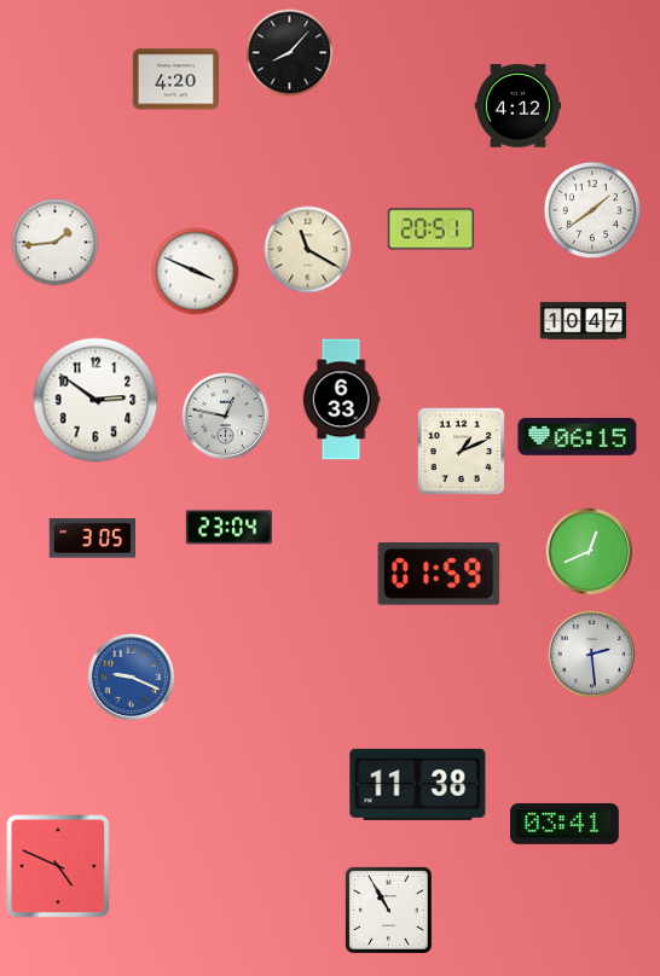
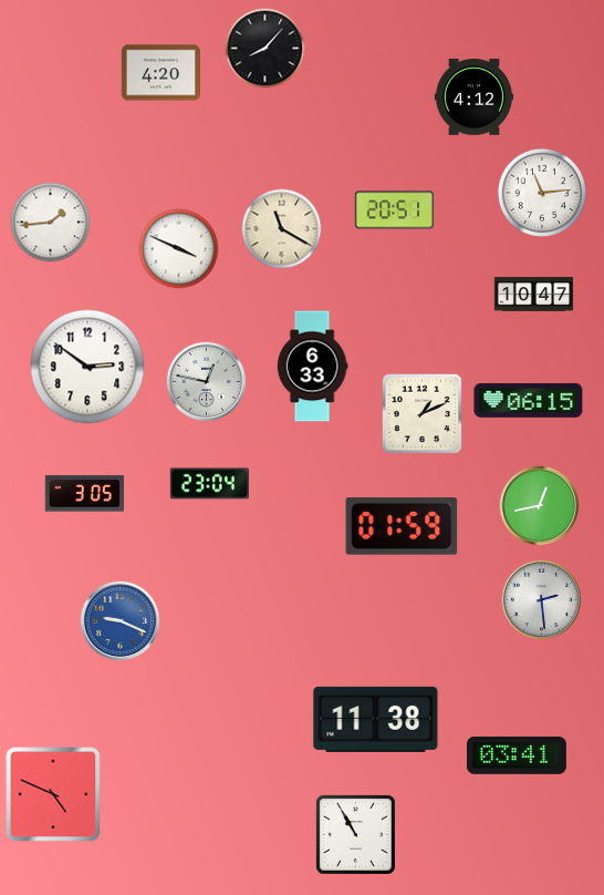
clock at (592, 210): 1:39 -> 11:14
clock at (590, 552): 12:41 -> 12:43
clock at (418, 784) position: (418, 784) -> (376, 719)
